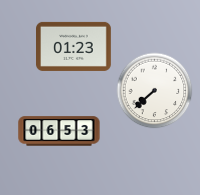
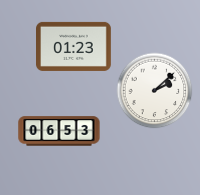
clock at (155, 91): 7:38 -> 2:08
